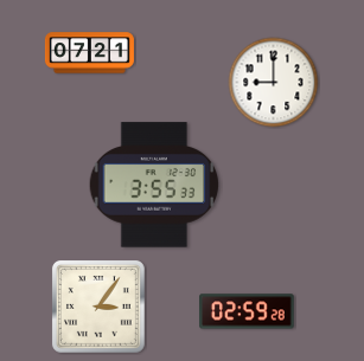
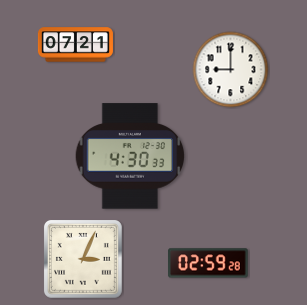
clock at (154, 185): 3:55 -> 4:30
clock at (98, 307): 3:06 -> 3:04
